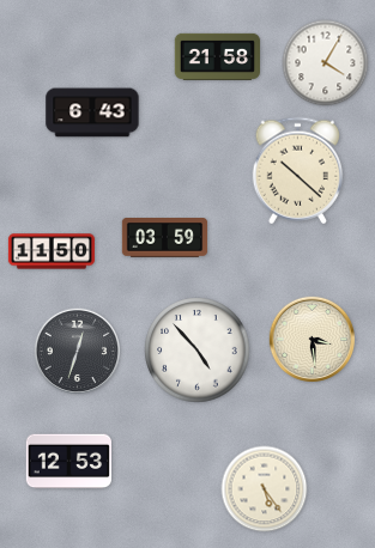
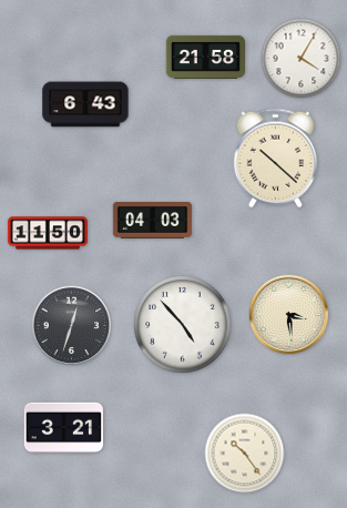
clock at (218, 56) position: (218, 56) -> (206, 57)
clock at (165, 238): 03:59 -> 04:03
clock at (68, 462): 12:53 -> 3:21
clock at (265, 489): 5:24 -> 10:24
